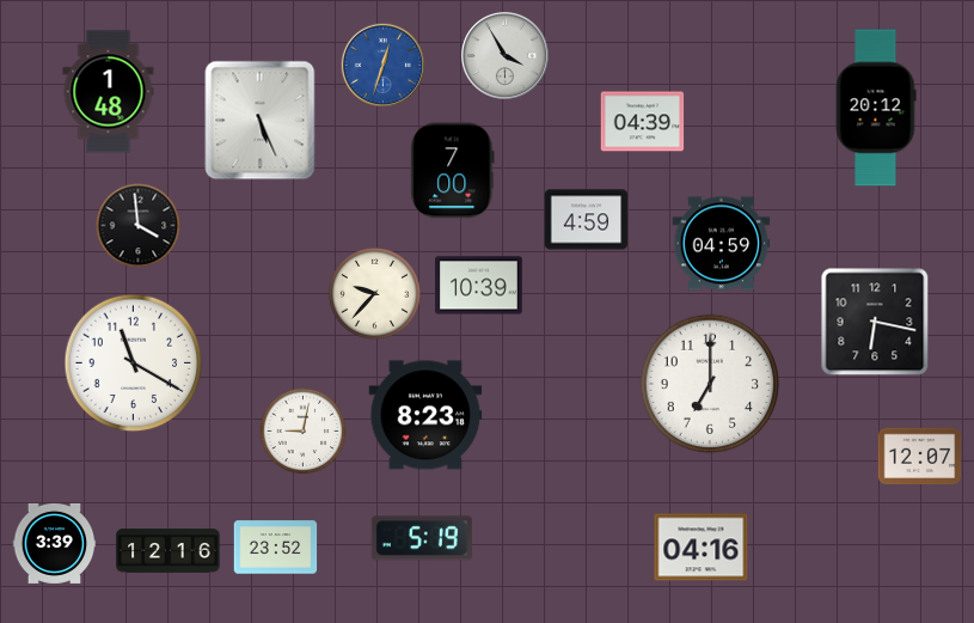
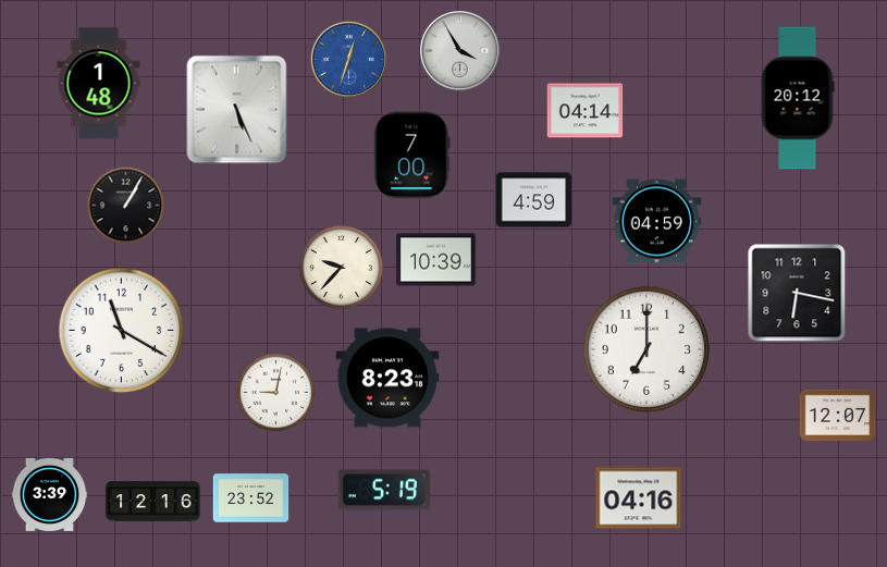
clock at (643, 122): 04:39 -> 04:14
clock at (139, 226): 3:59 -> 1:05
